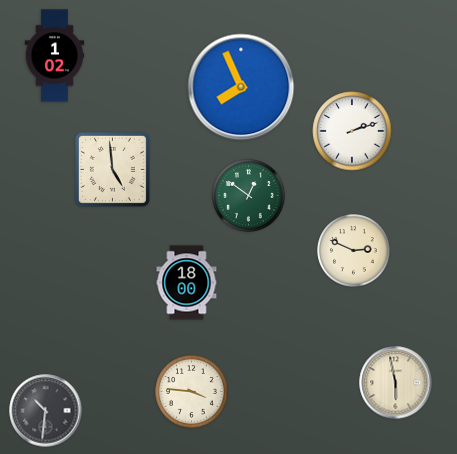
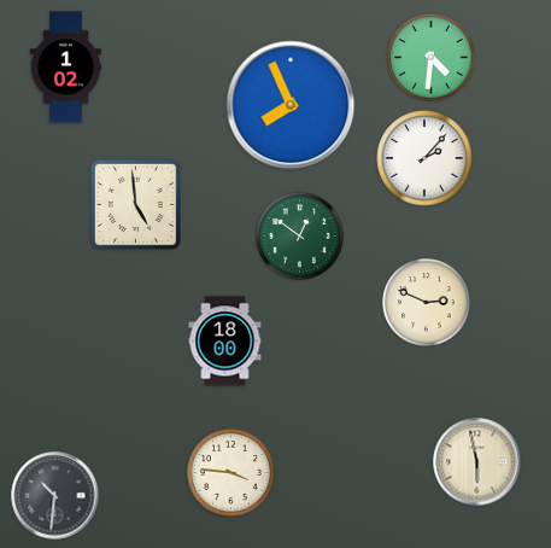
clock at (432, 58): none -> 4:31
clock at (352, 131): 2:12 -> 2:07
